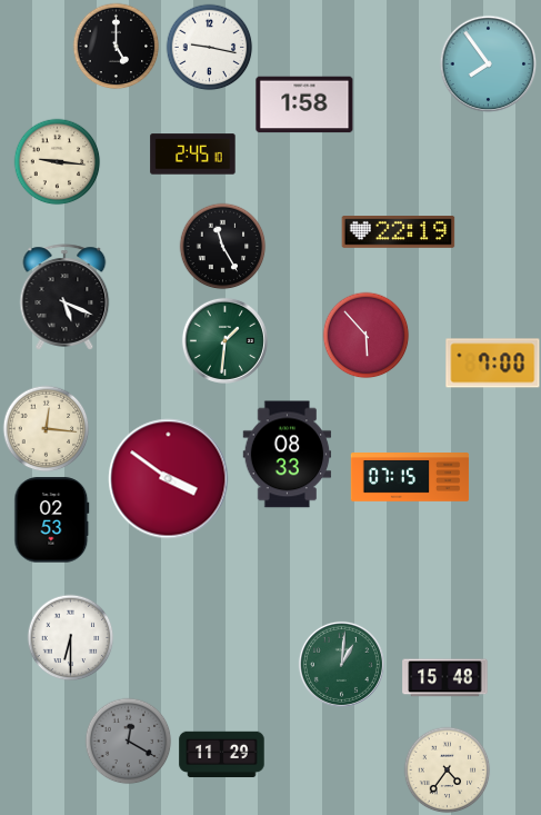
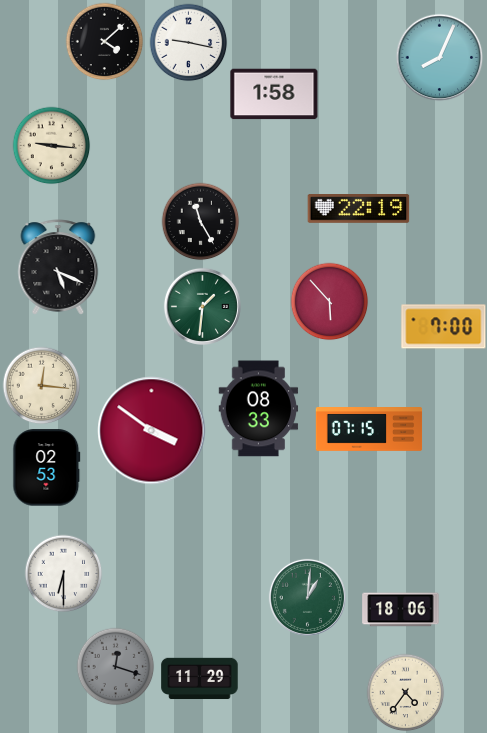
clock at (116, 46): 5:00 -> 4:08
clock at (488, 63): 7:54 -> 8:04
clock at (193, 155): 2:45 -> none
clock at (445, 678): 15:48 -> 18:06
clock at (128, 741): 12:20 -> 12:18
clock at (447, 769) position: (447, 769) -> (405, 692)
